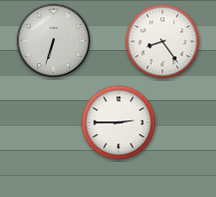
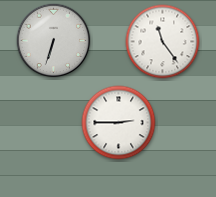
clock at (163, 42): 8:24 -> 11:24
